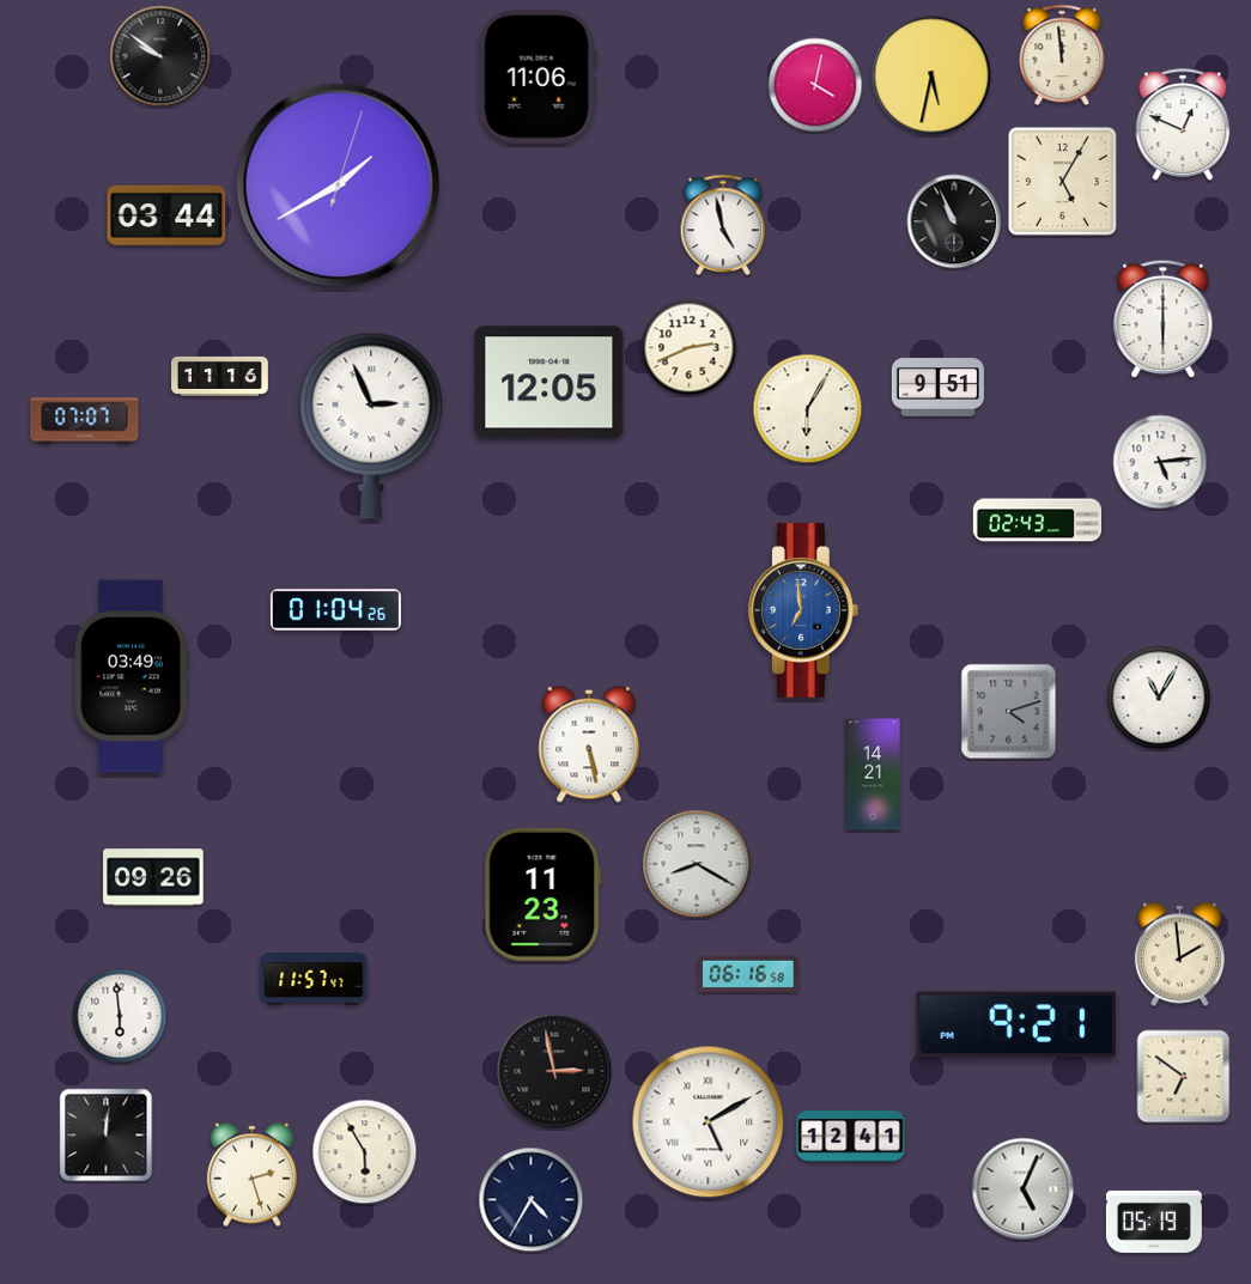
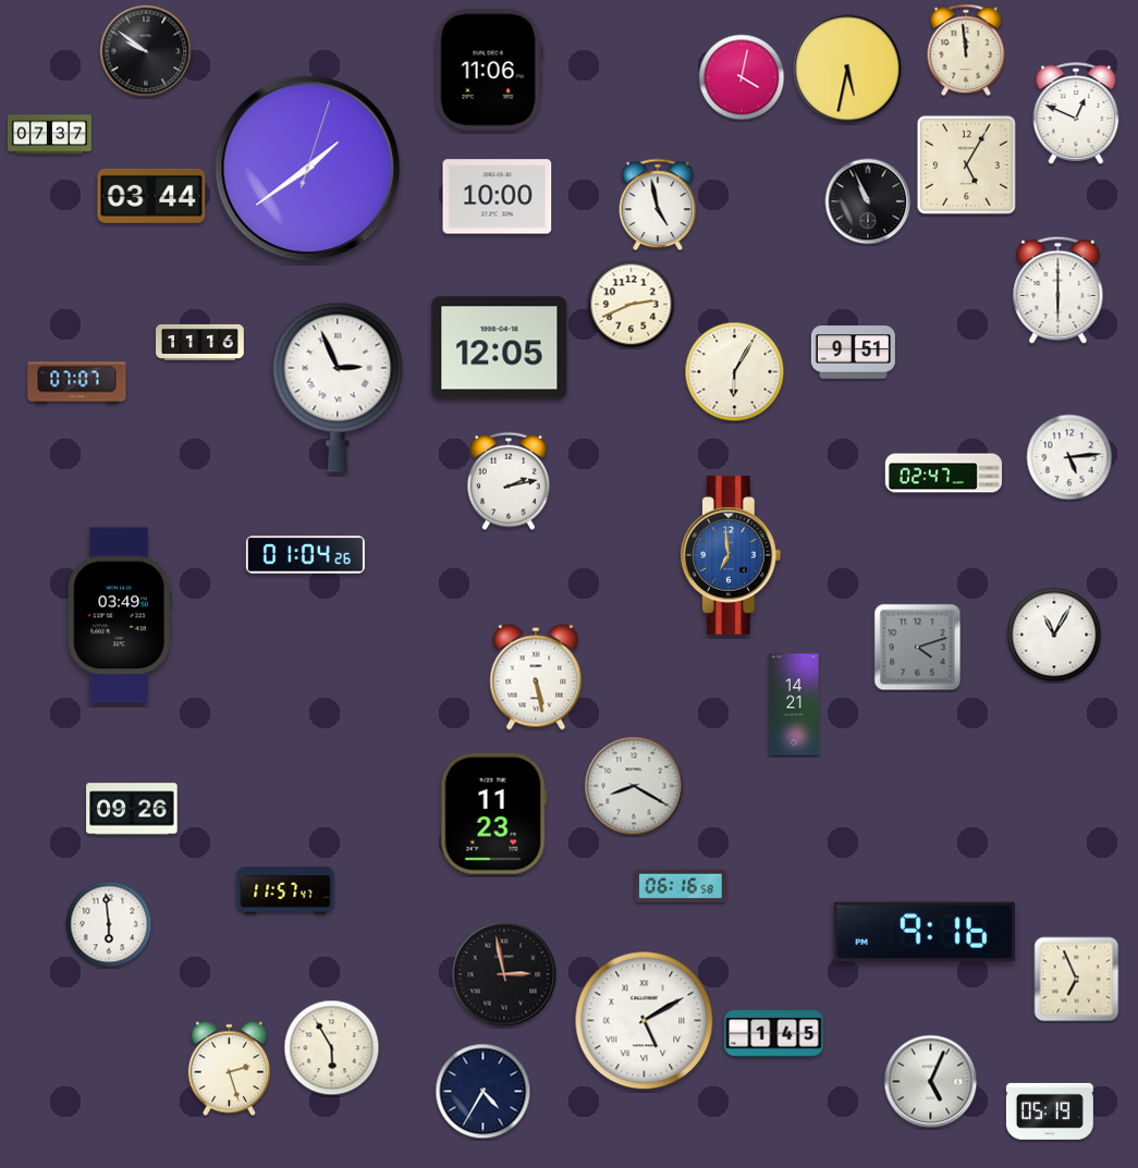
clock at (49, 135): none -> 07:37
clock at (339, 185): 1:40 -> 1:39
clock at (498, 197): none -> 10:00
clock at (690, 348) position: (690, 348) -> (632, 305)
clock at (1160, 462) position: (1160, 462) -> (1069, 457)
clock at (1037, 521): 02:43 -> 02:47
clock at (509, 481): none -> 2:13
clock at (153, 877) position: (153, 877) -> (132, 809)
clock at (1179, 955): 1:59 -> none
clock at (1016, 1024): 9:21 -> 9:16
clock at (1184, 1077): 6:51 -> 6:56
clock at (107, 1136): 12:01 -> none
clock at (851, 1137): 12:41 -> 1:45
